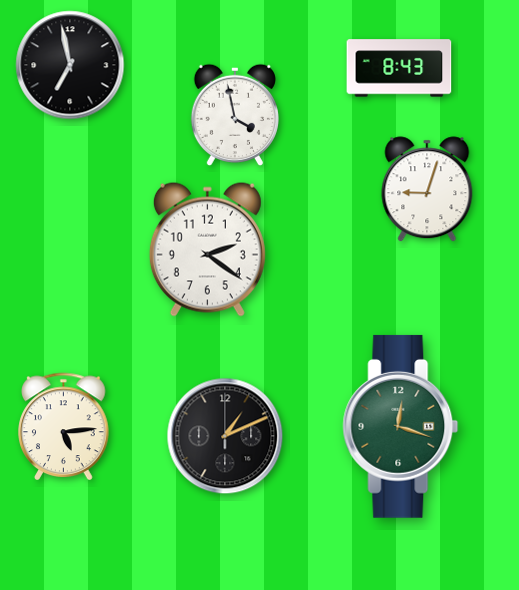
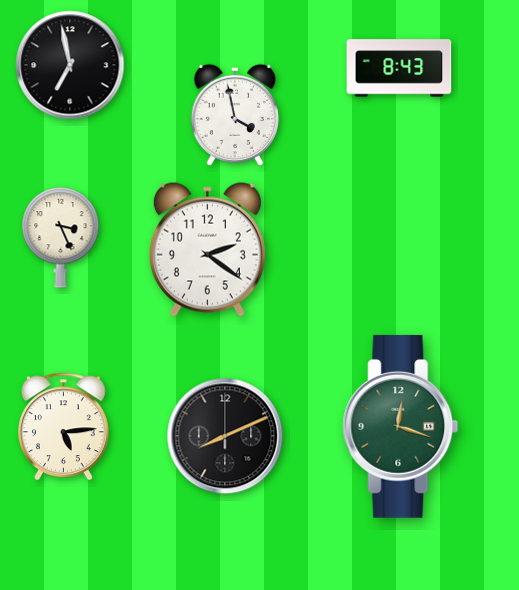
clock at (427, 189): 9:03 -> none
clock at (61, 238): none -> 3:26
clock at (225, 436): 1:11 -> 8:11
